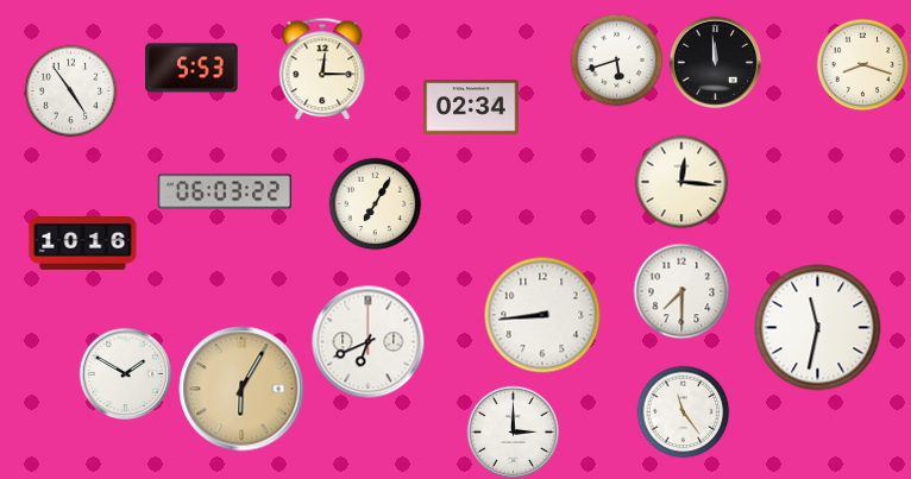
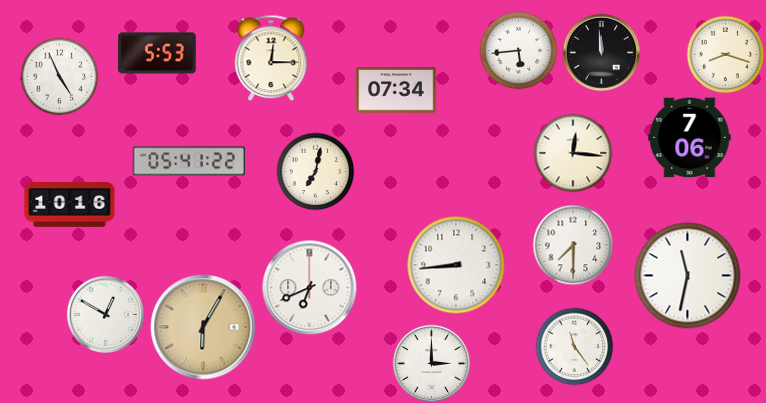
clock at (616, 59): 5:42 -> 5:44
clock at (191, 68) position: (191, 68) -> (157, 53)
clock at (70, 90): 4:54 -> 4:56
clock at (471, 107): 02:34 -> 07:34
clock at (690, 138): none -> 7:06
clock at (224, 191): 06:03 -> 05:41
clock at (375, 203): 7:05 -> 7:02
clock at (125, 373): 1:50 -> 12:50
